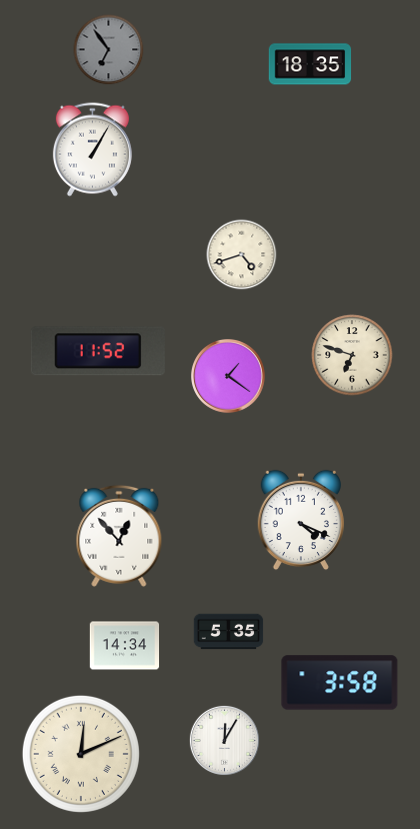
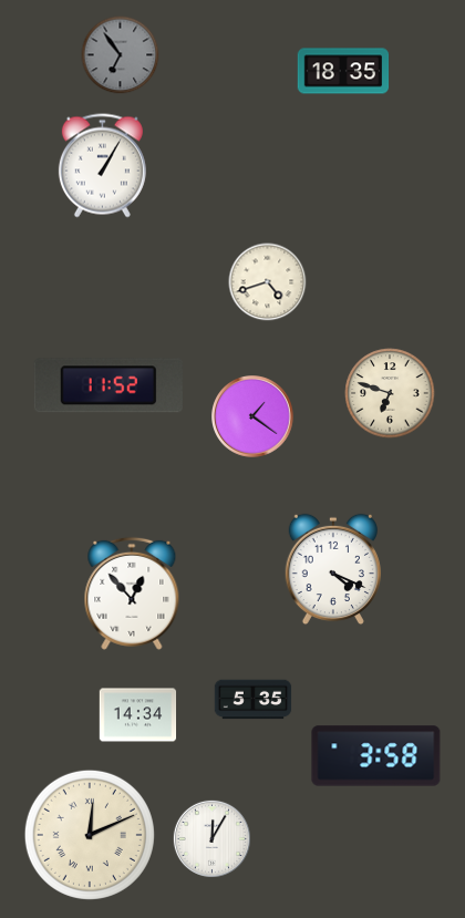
clock at (98, 351) position: (98, 351) -> (108, 385)
clock at (300, 520) position: (300, 520) -> (332, 569)
clock at (224, 740) position: (224, 740) -> (211, 838)
